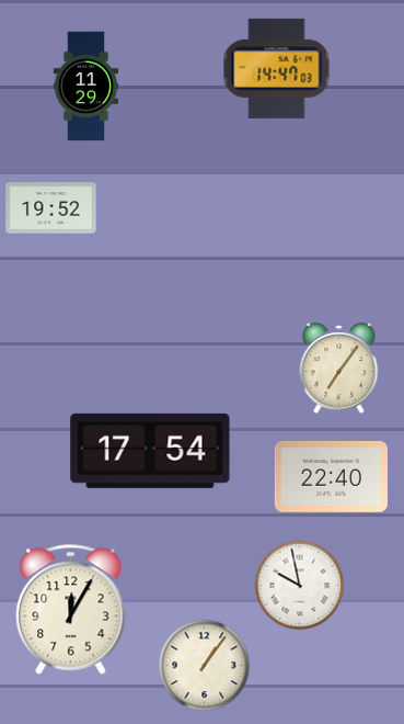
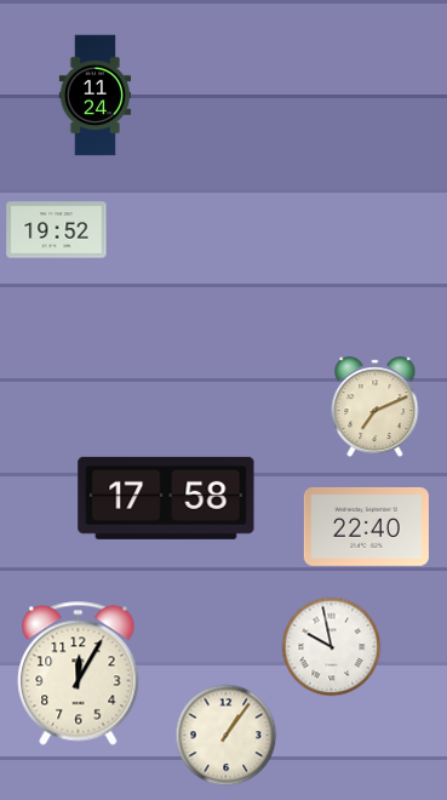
clock at (277, 68): 14:47 -> none
clock at (86, 87): 11:29 -> 11:24
clock at (339, 369): 7:06 -> 7:11
clock at (150, 451): 17:54 -> 17:58
